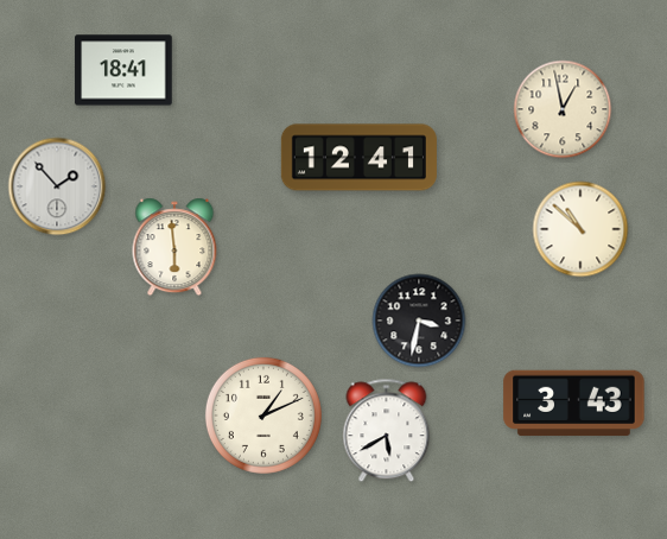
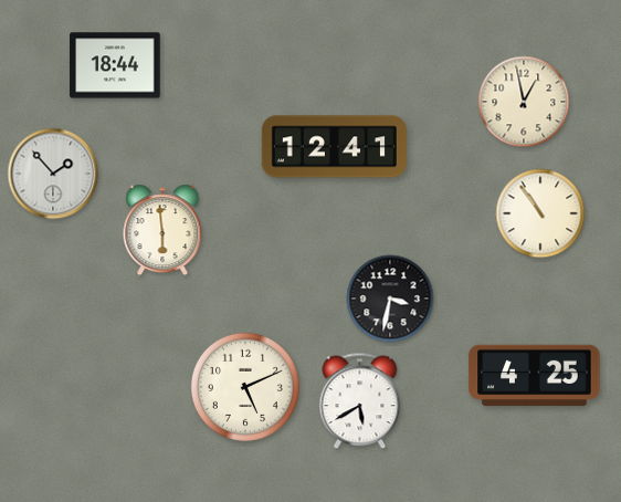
clock at (123, 70): 18:41 -> 18:44
clock at (580, 229): 10:52 -> 10:54
clock at (574, 404): 3:43 -> 4:25
clock at (263, 416): 1:11 -> 5:11
